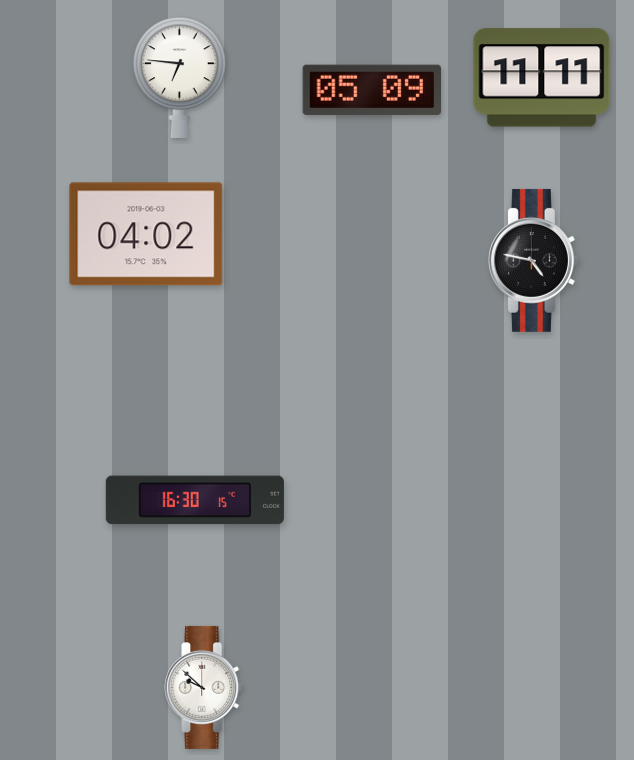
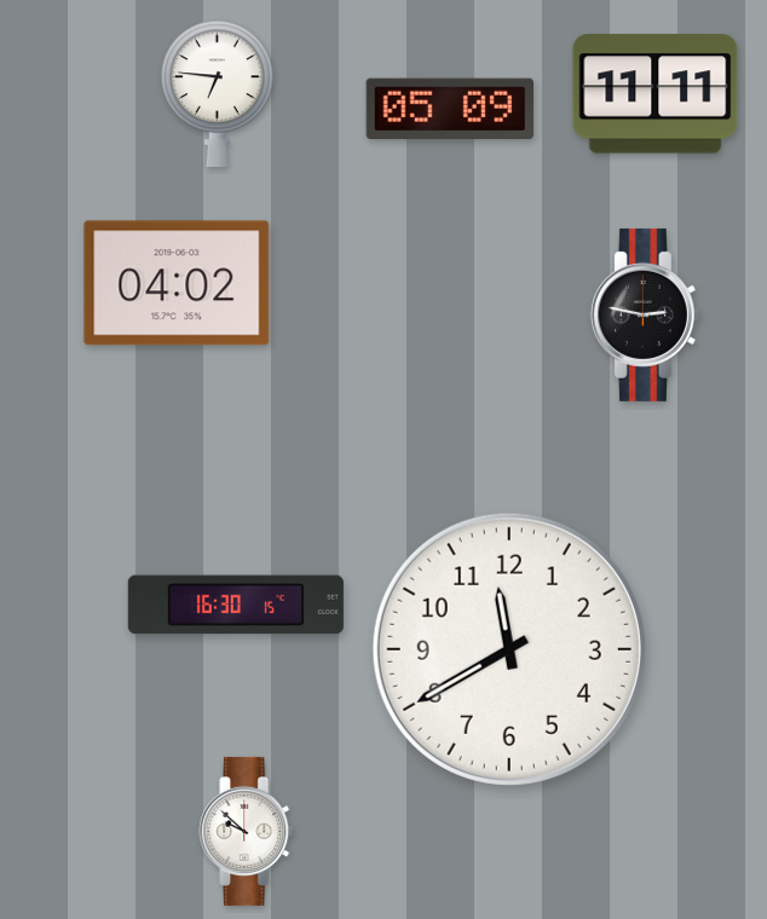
clock at (533, 260): 4:47 -> 2:47
clock at (509, 649): none -> 11:40
